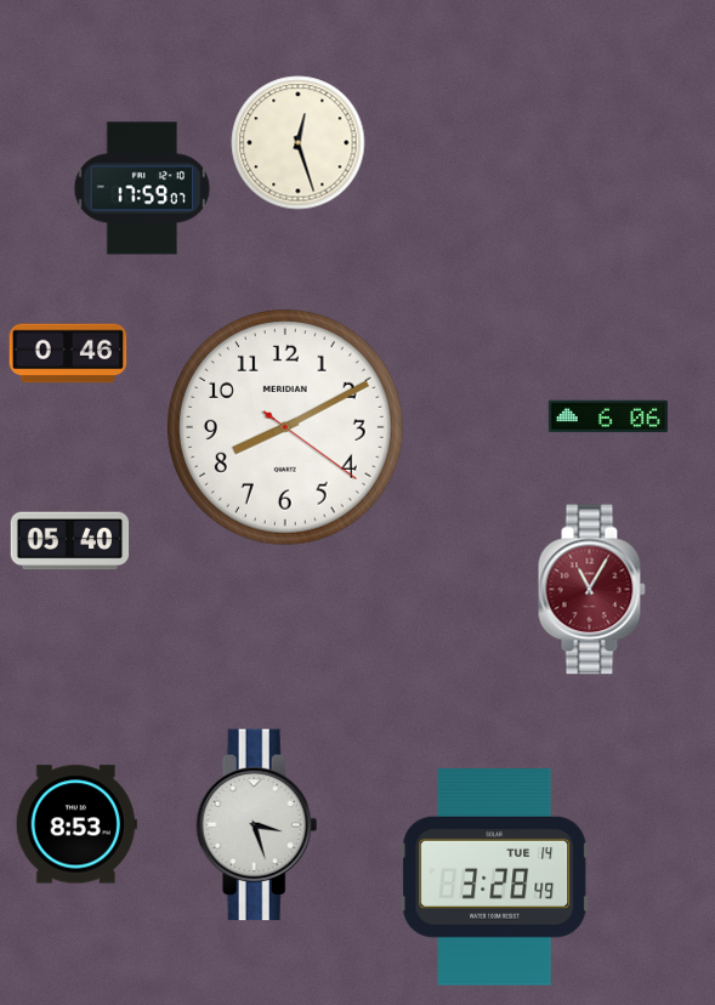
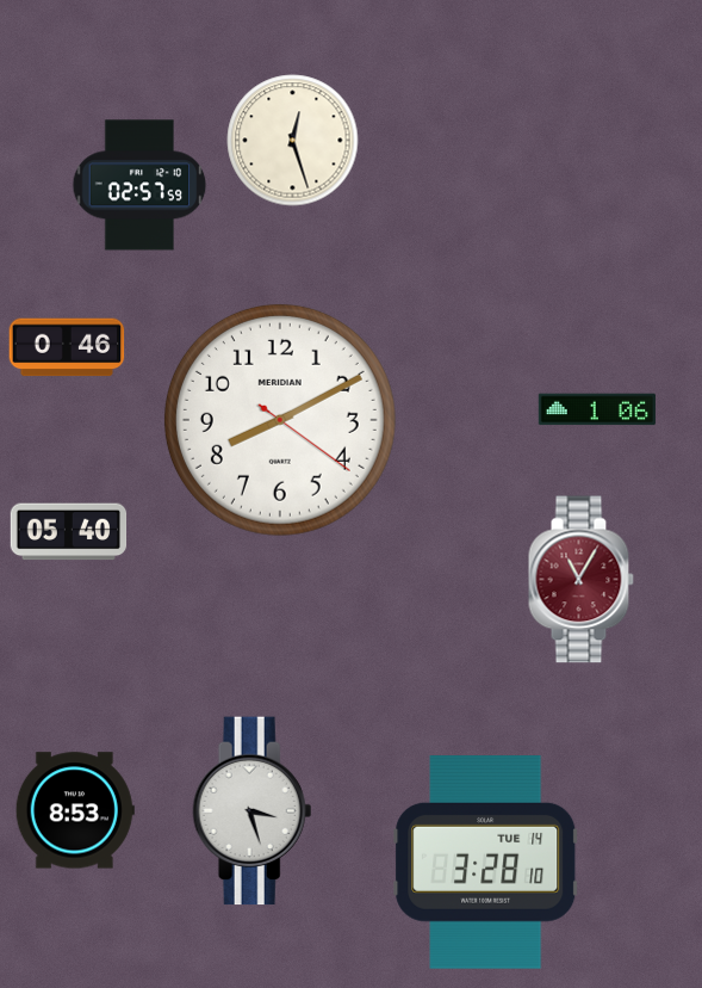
clock at (142, 188): 17:59 -> 02:57
clock at (608, 416): 6:06 -> 1:06
clock at (495, 878): 3:28:49 -> 3:28:10
